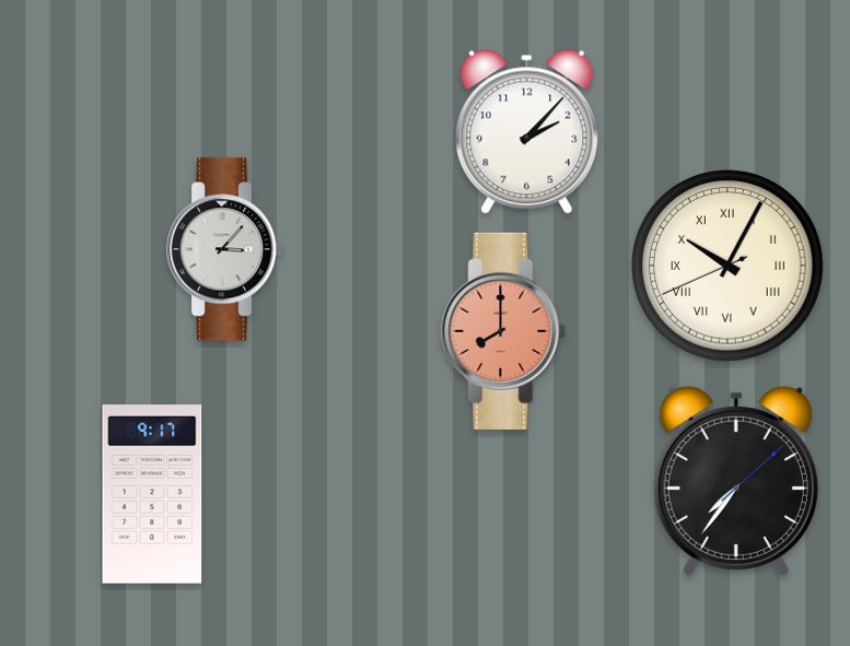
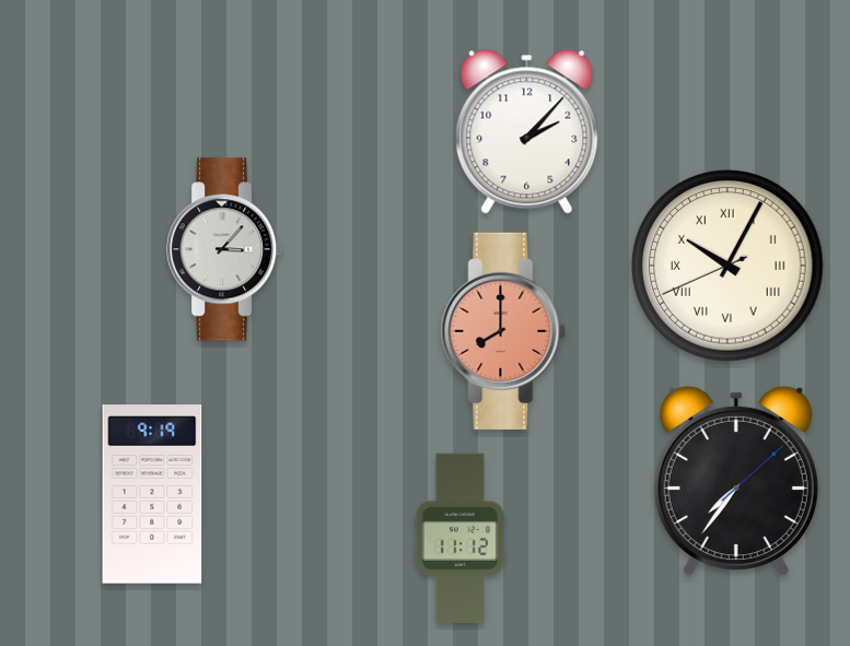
clock at (152, 494): 9:17 -> 9:19
clock at (459, 538): none -> 11:12
